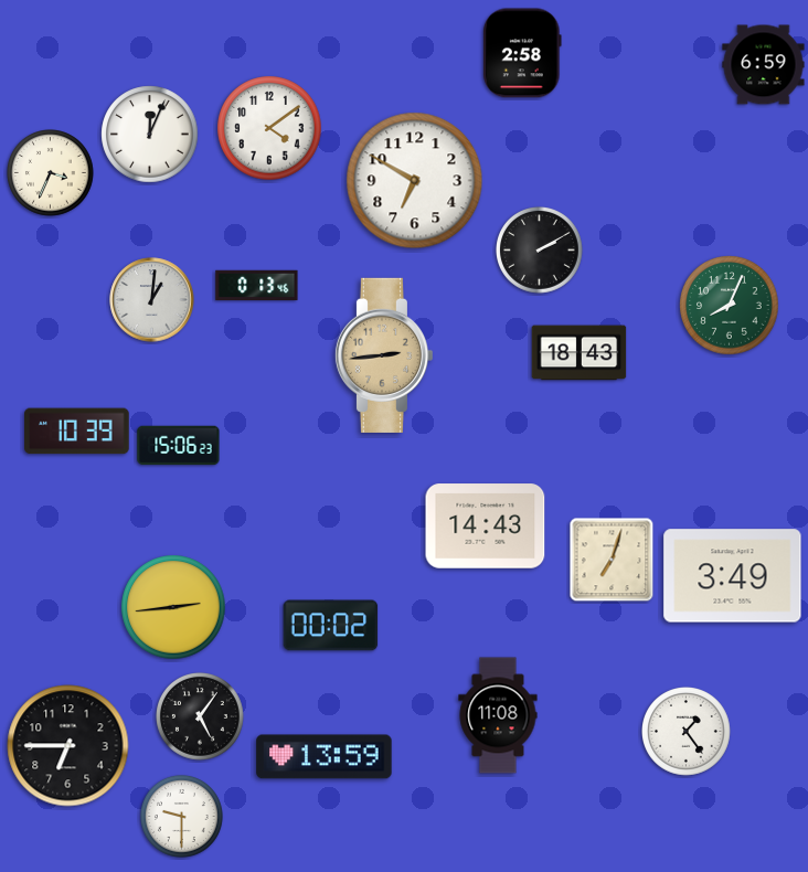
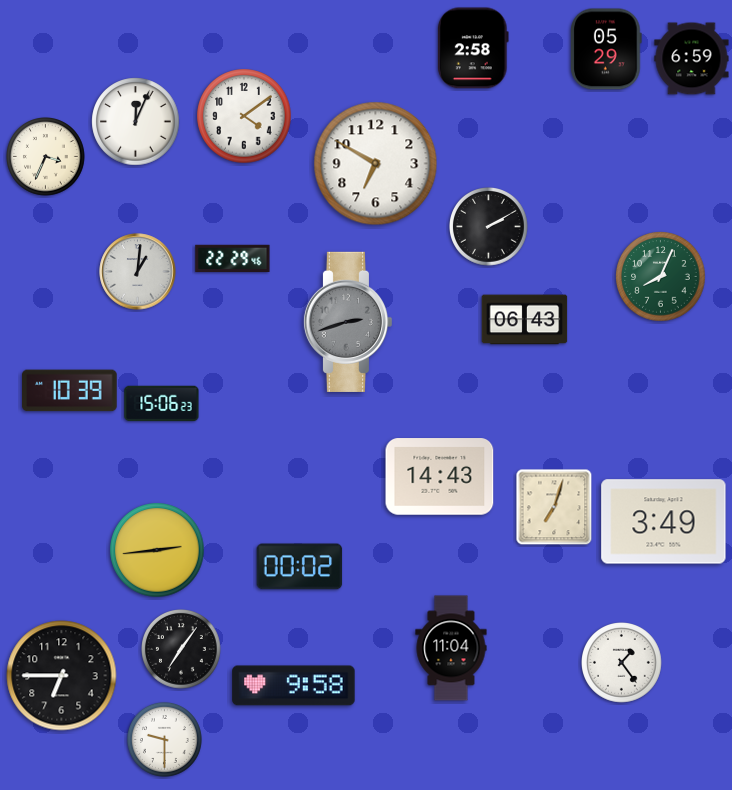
clock at (606, 49): none -> 05:29
clock at (257, 285): 0:13 -> 22:29
clock at (580, 353): 18:43 -> 06:43
clock at (383, 355): 2:44 -> 2:42
clock at (383, 355) dial: champagne -> grey
clock at (498, 715): 11:08 -> 11:04
clock at (201, 717): 5:06 -> 7:06
clock at (325, 757): 13:59 -> 9:58
